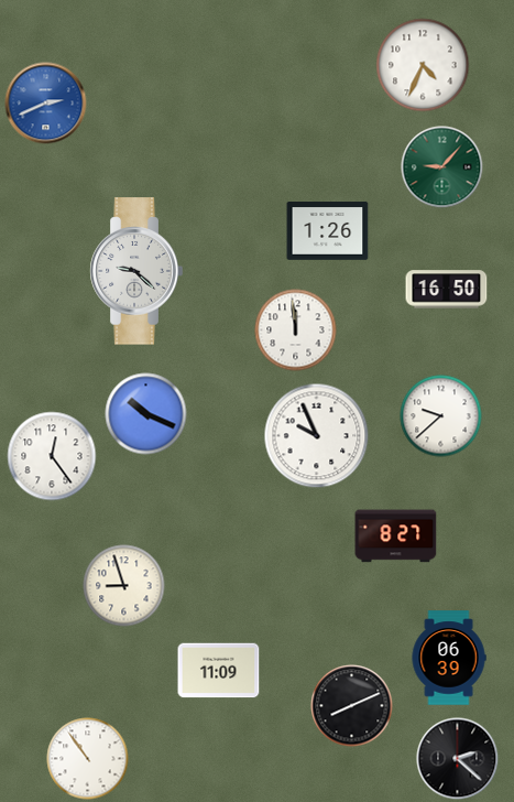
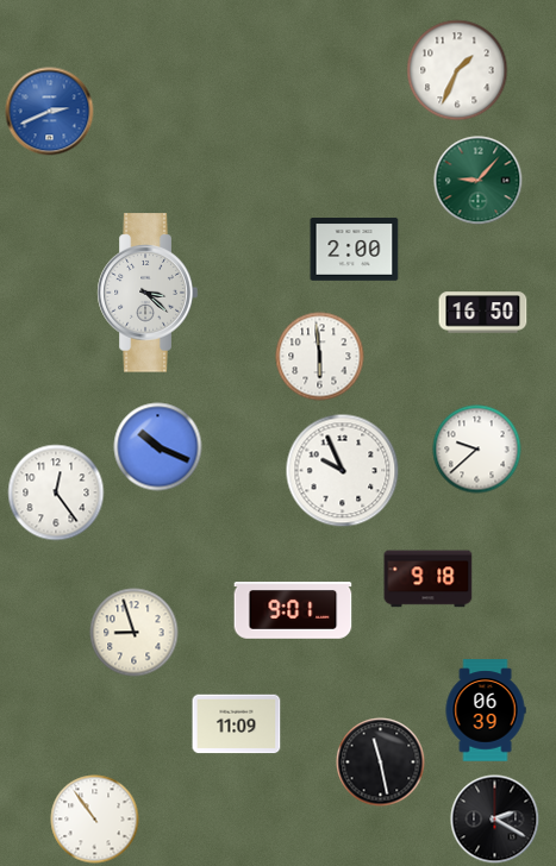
clock at (423, 65): 4:34 -> 1:34
clock at (328, 231): 1:26 -> 2:00
clock at (136, 271): 9:22 -> 3:22
clock at (296, 330): 11:59 -> 5:59
clock at (396, 537): 8:27 -> 9:18
clock at (293, 611): none -> 9:01
clock at (352, 706): 8:11 -> 11:28
clock at (458, 759): 2:22 -> 2:20
